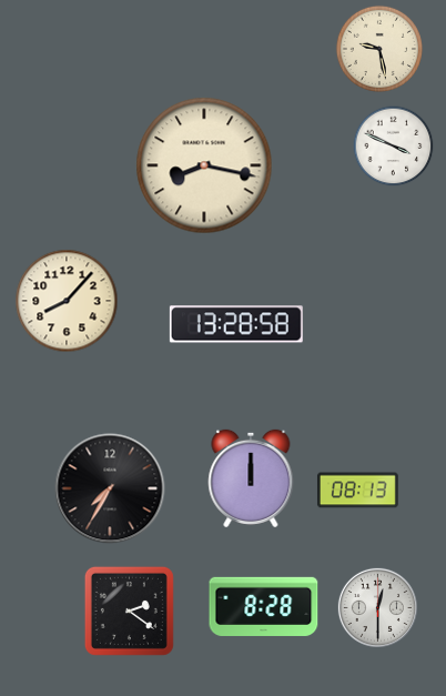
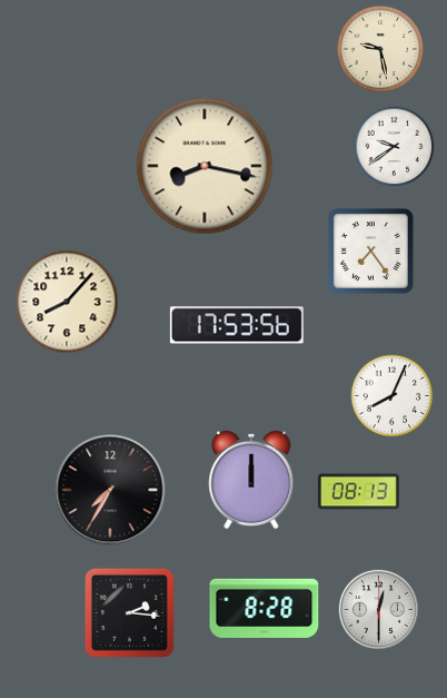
clock at (394, 147): 3:49 -> 9:39
clock at (370, 250): none -> 7:24
clock at (236, 324): 13:28 -> 17:53
clock at (393, 396): none -> 8:04
clock at (129, 611): 2:21 -> 2:16
